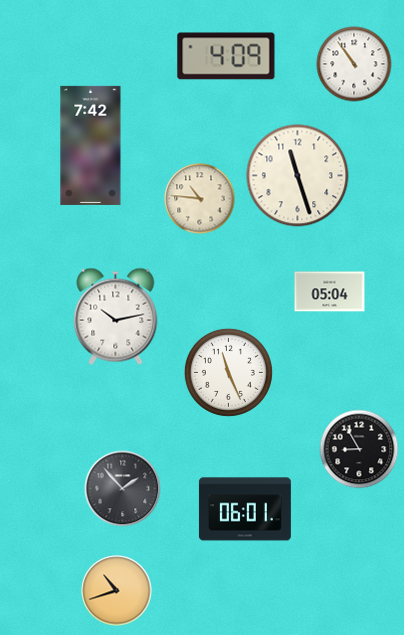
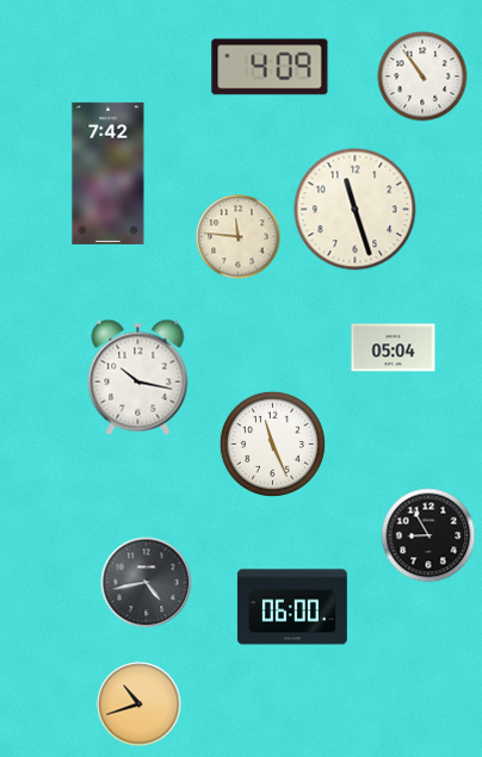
clock at (200, 199): 10:46 -> 11:46
clock at (116, 316): 10:13 -> 10:17
clock at (123, 489): 1:53 -> 4:43
clock at (245, 509): 06:01 -> 06:00
